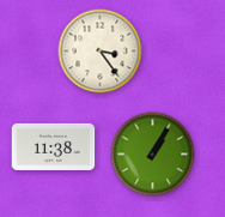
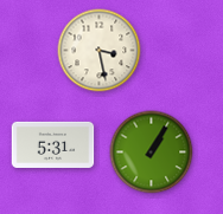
clock at (101, 52): 3:24 -> 3:28
clock at (54, 146): 11:38 -> 5:31
